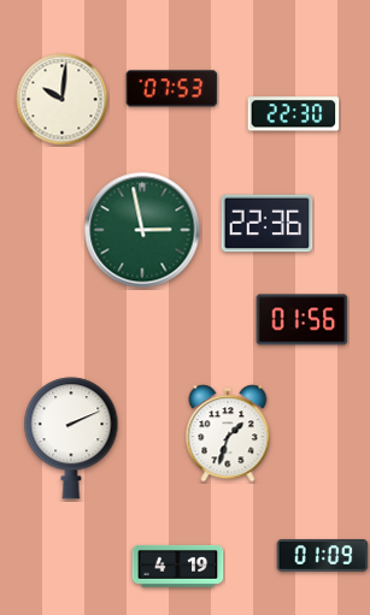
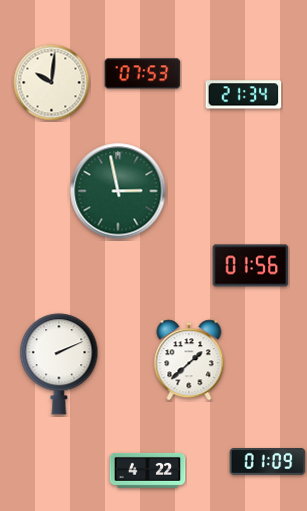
clock at (294, 114): 22:30 -> 21:34
clock at (268, 224): 22:36 -> none
clock at (228, 433): 1:33 -> 1:38
clock at (178, 566): 4:19 -> 4:22
